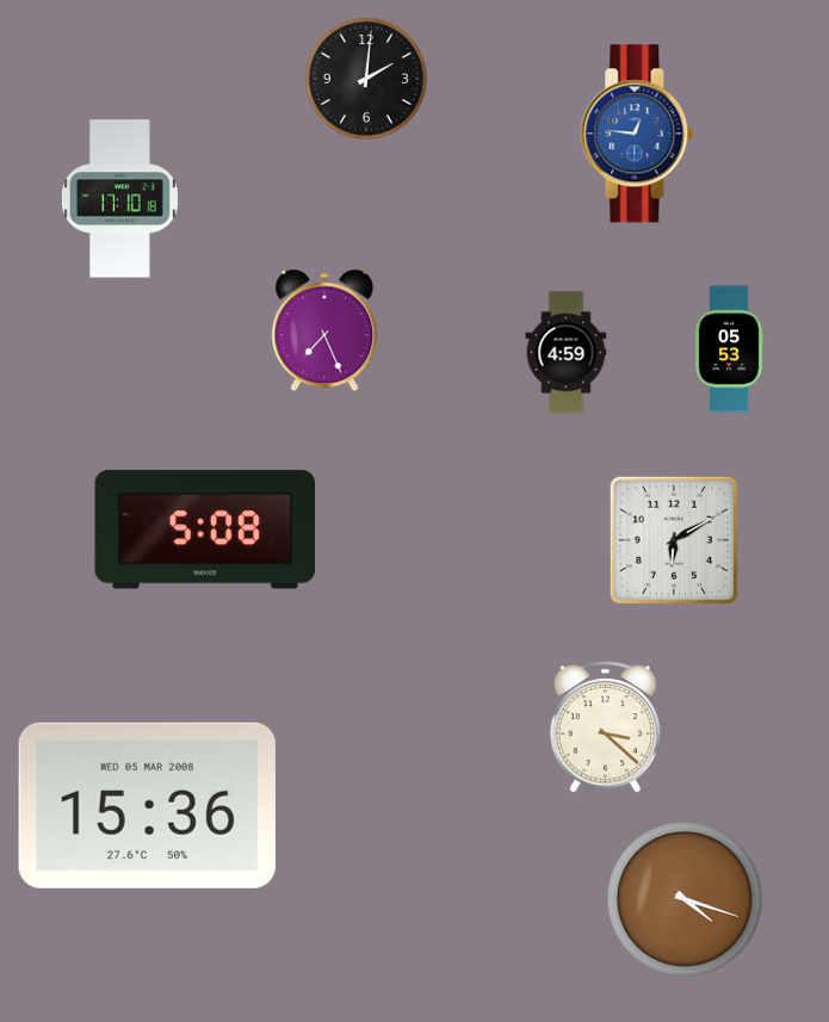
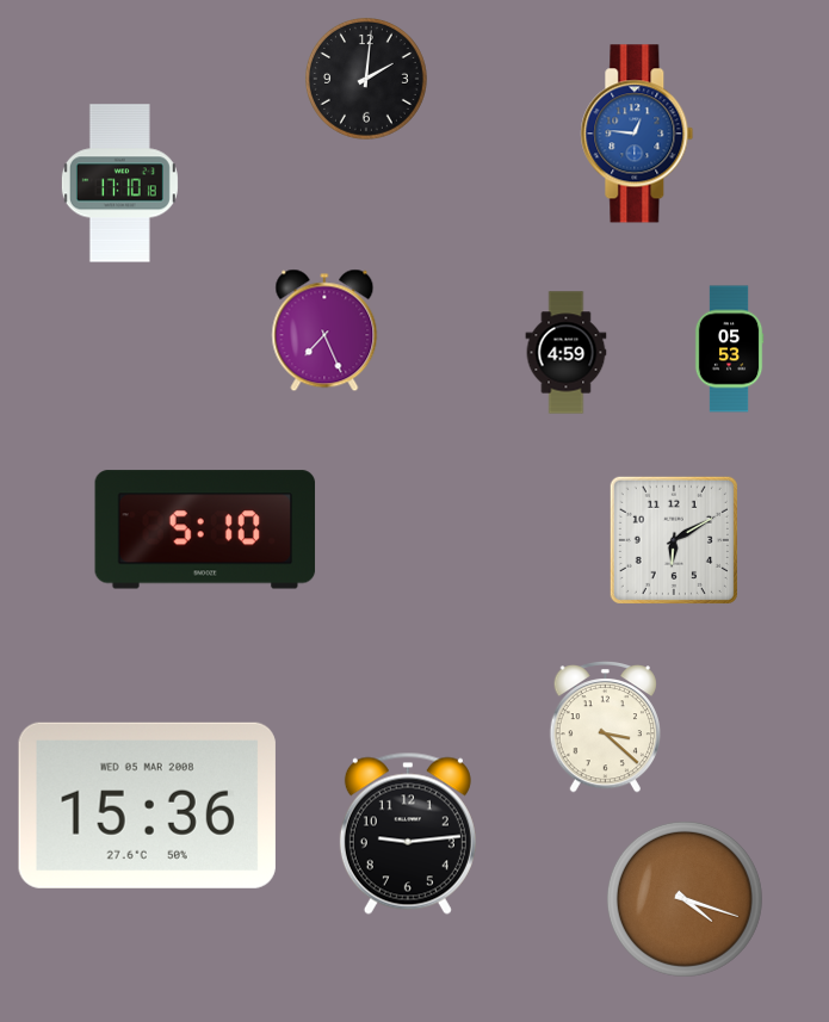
clock at (119, 199) position: (119, 199) -> (119, 184)
clock at (205, 529): 5:08 -> 5:10
clock at (408, 834): none -> 9:14
